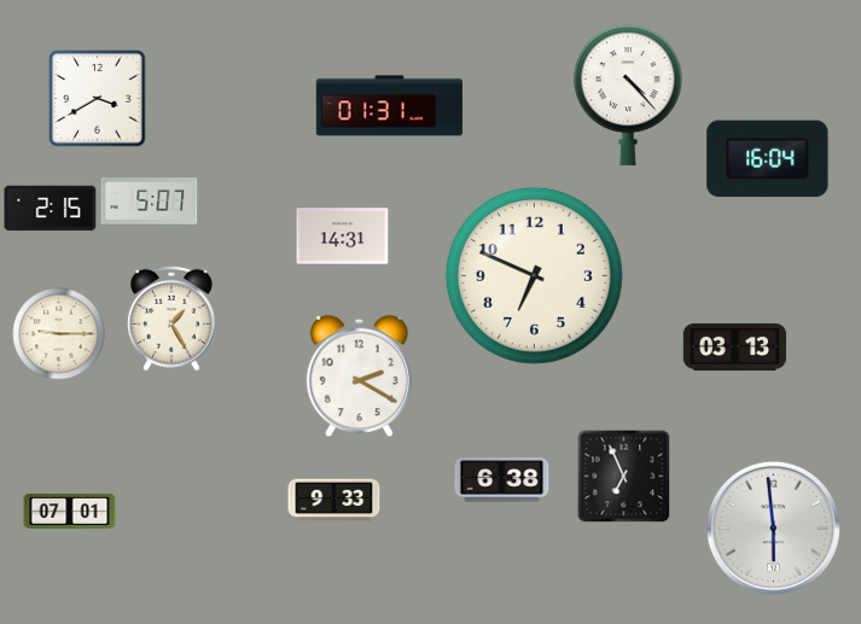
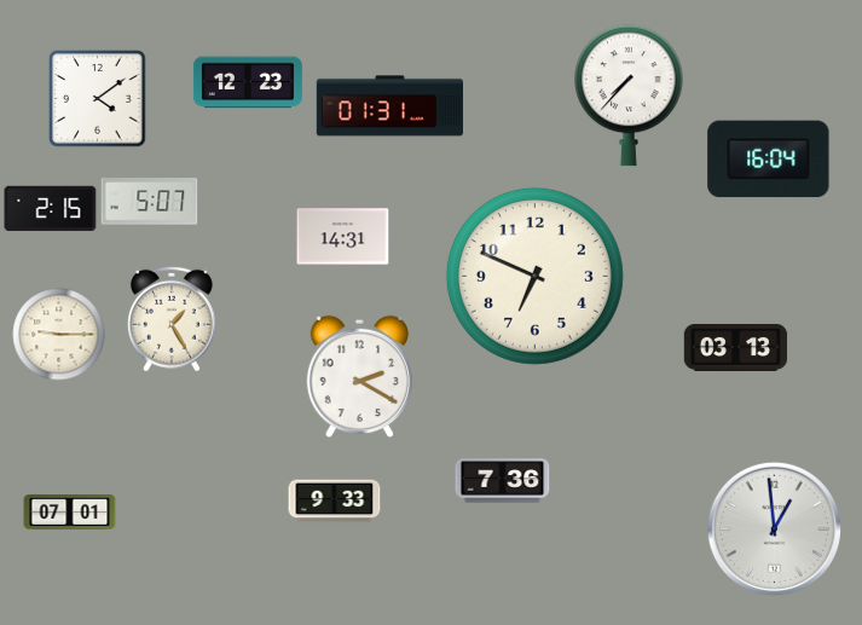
clock at (248, 82): none -> 12:23
clock at (629, 95): 4:23 -> 7:37
clock at (98, 99): 3:40 -> 4:09
clock at (623, 476): 6:56 -> none
clock at (502, 480): 6:38 -> 7:36
clock at (773, 527): 5:59 -> 12:59
